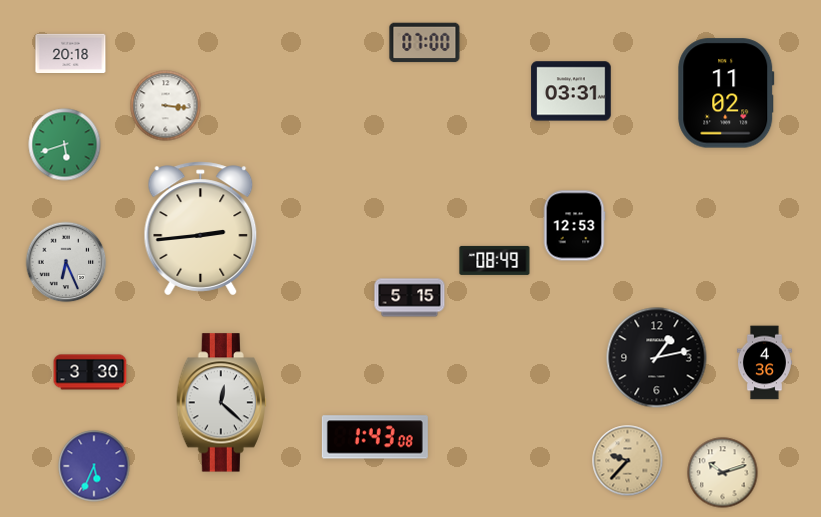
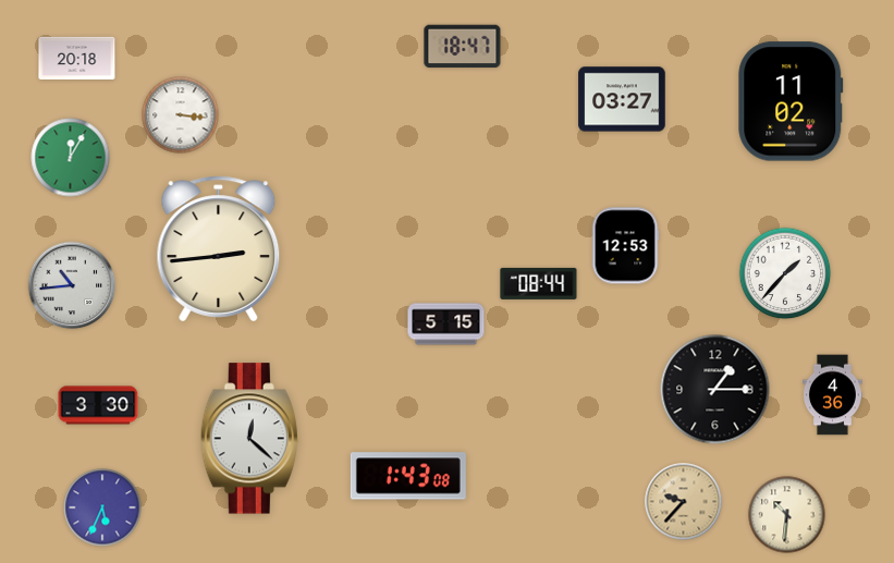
clock at (425, 43): 07:00 -> 18:47
clock at (571, 91): 03:31 -> 03:27
clock at (65, 145): 5:42 -> 12:05
clock at (785, 273): none -> 1:37
clock at (495, 260): 08:49 -> 08:44
clock at (66, 262): 6:26 -> 10:44
clock at (657, 358): 1:13 -> 1:15
clock at (221, 403) position: (221, 403) -> (249, 439)
clock at (723, 473): 10:12 -> 10:31
